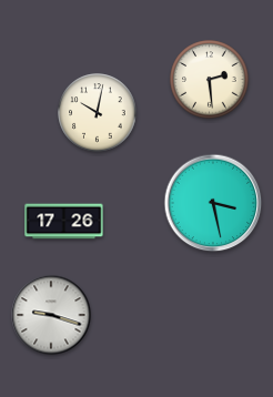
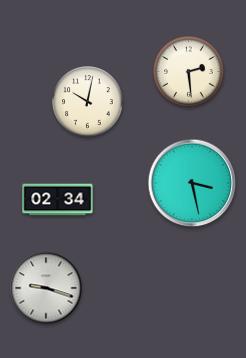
clock at (64, 222): 17:26 -> 02:34
clock at (51, 315) position: (51, 315) -> (46, 288)
